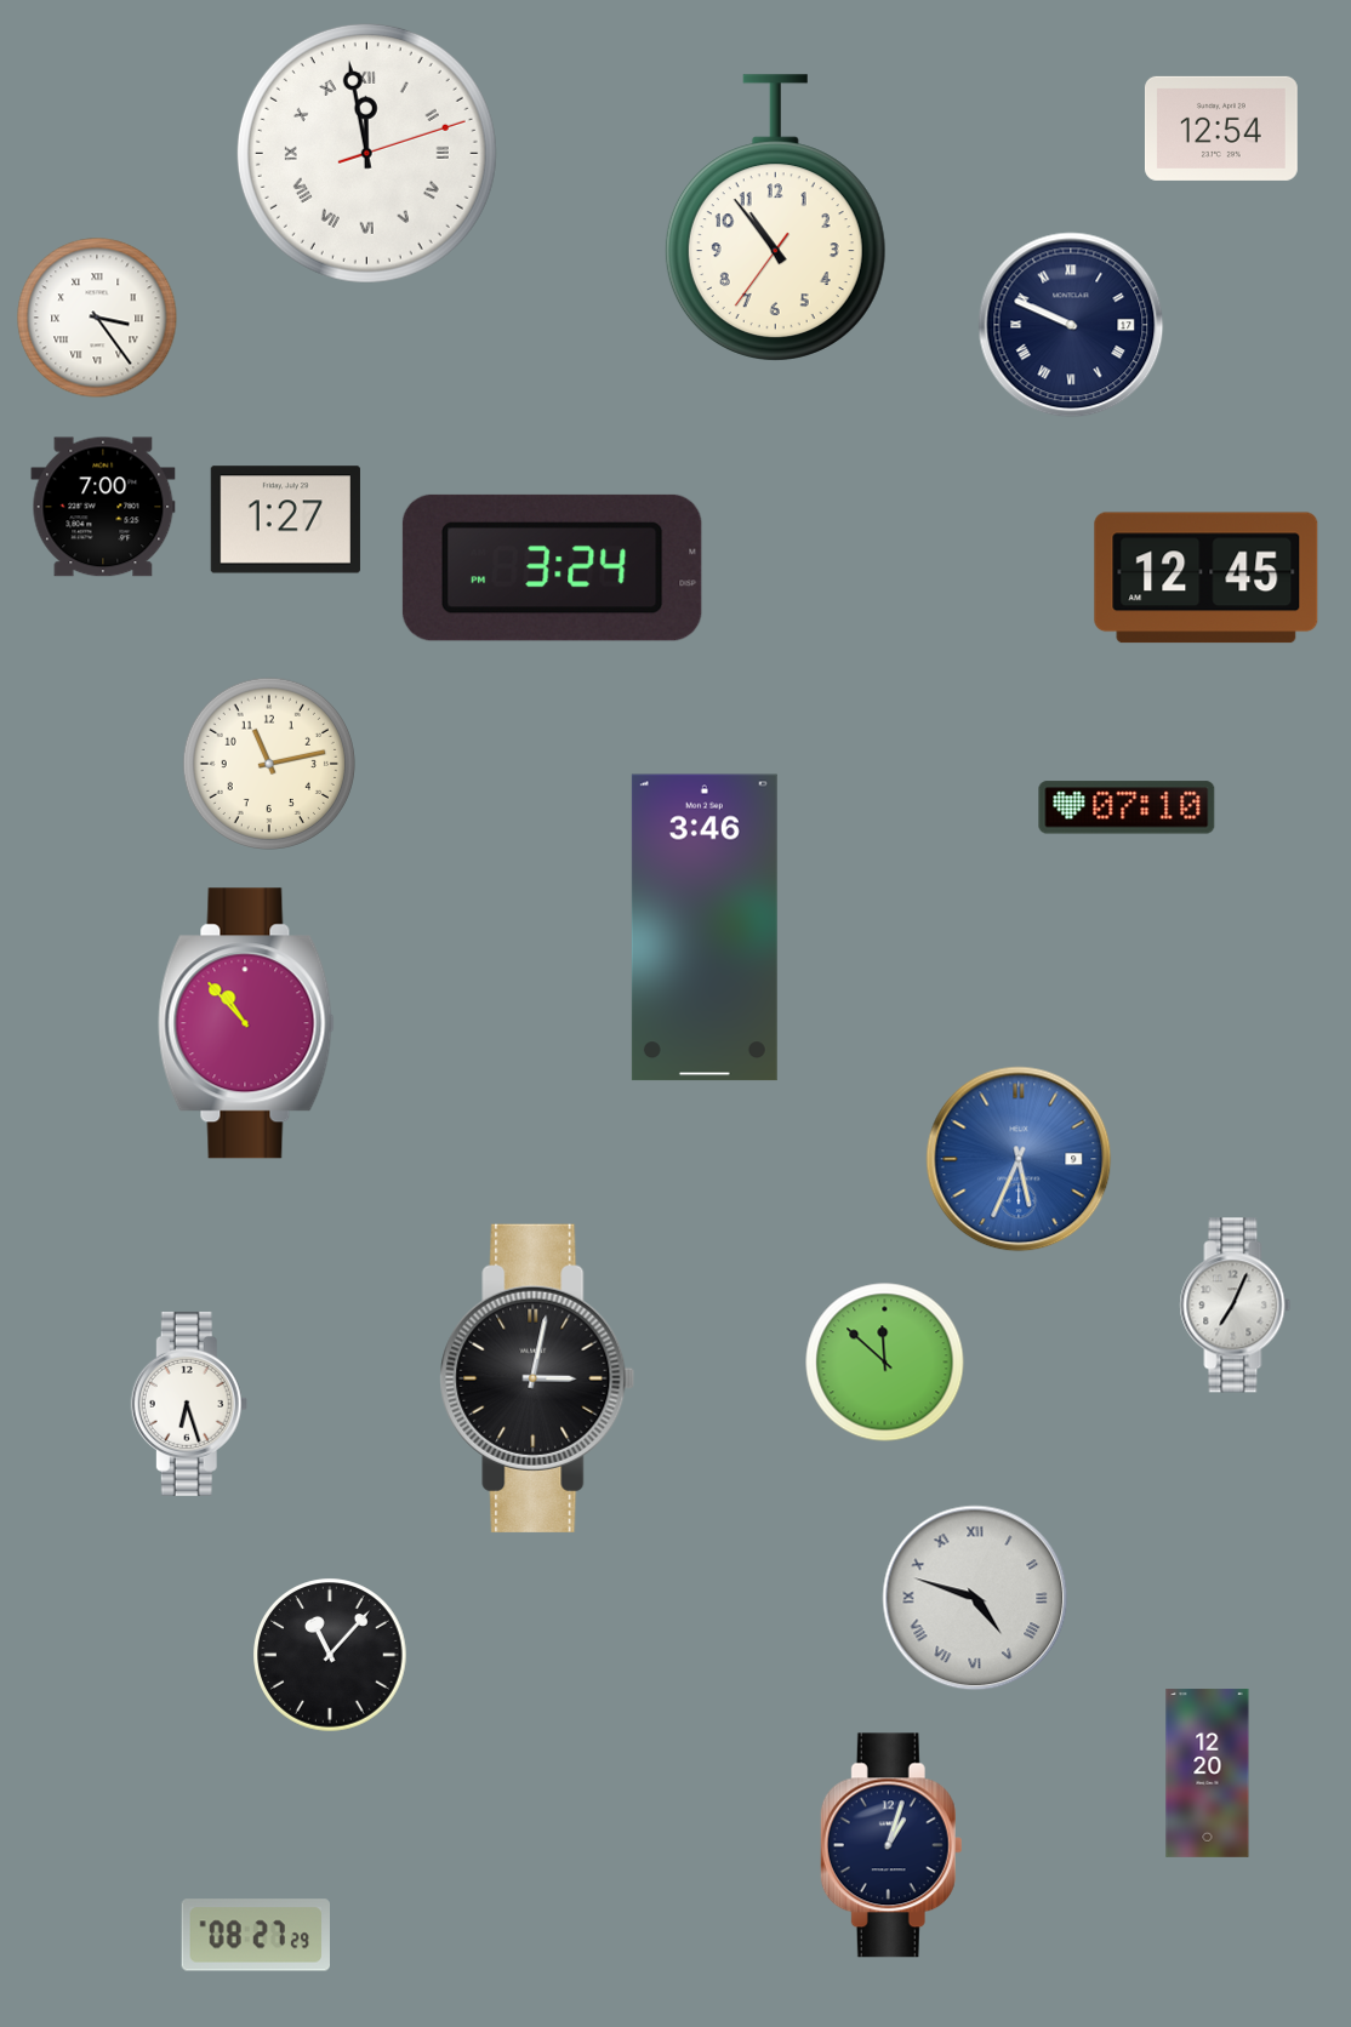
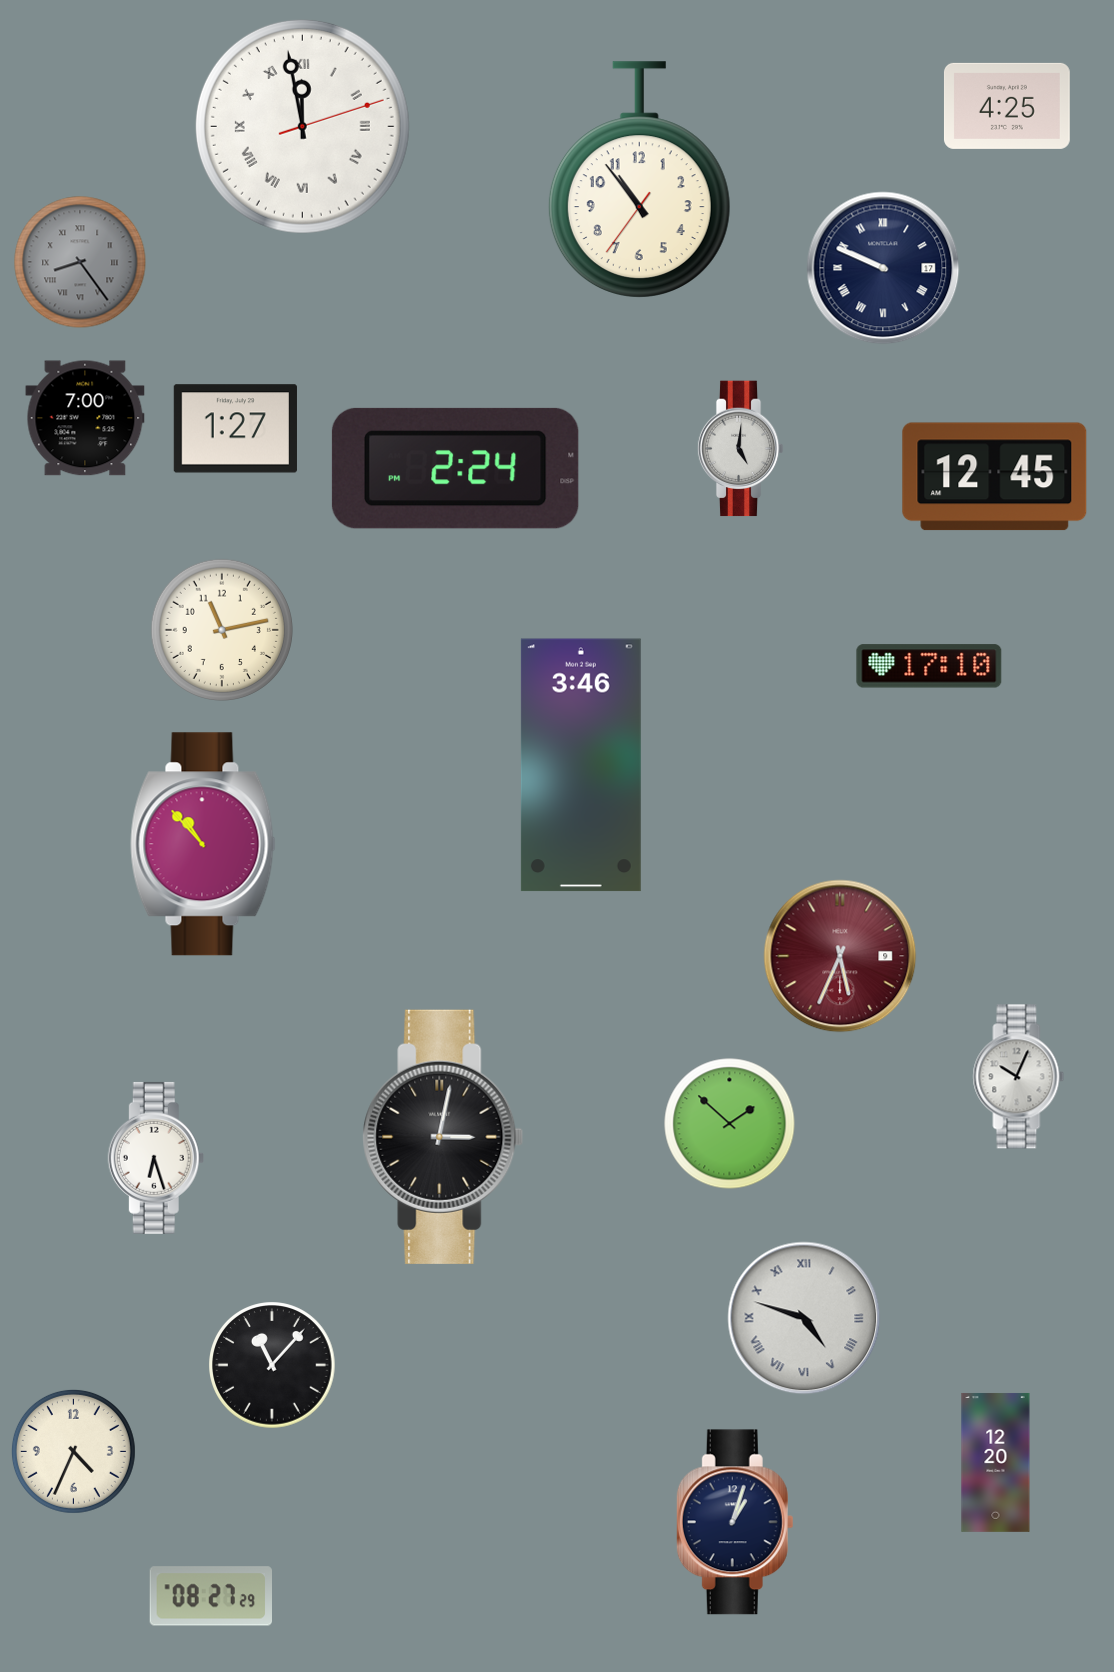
clock at (1221, 129): 12:54 -> 4:25
clock at (97, 318): 3:24 -> 8:24
clock at (97, 318) dial: white -> grey
clock at (740, 449): none -> 5:01
clock at (552, 567): 3:24 -> 2:24
clock at (1127, 807): 07:10 -> 17:10
clock at (1019, 1159) dial: blue -> burgundy
clock at (1236, 1306): 7:04 -> 10:04
clock at (885, 1363): 11:52 -> 1:52
clock at (73, 1451): none -> 4:34
